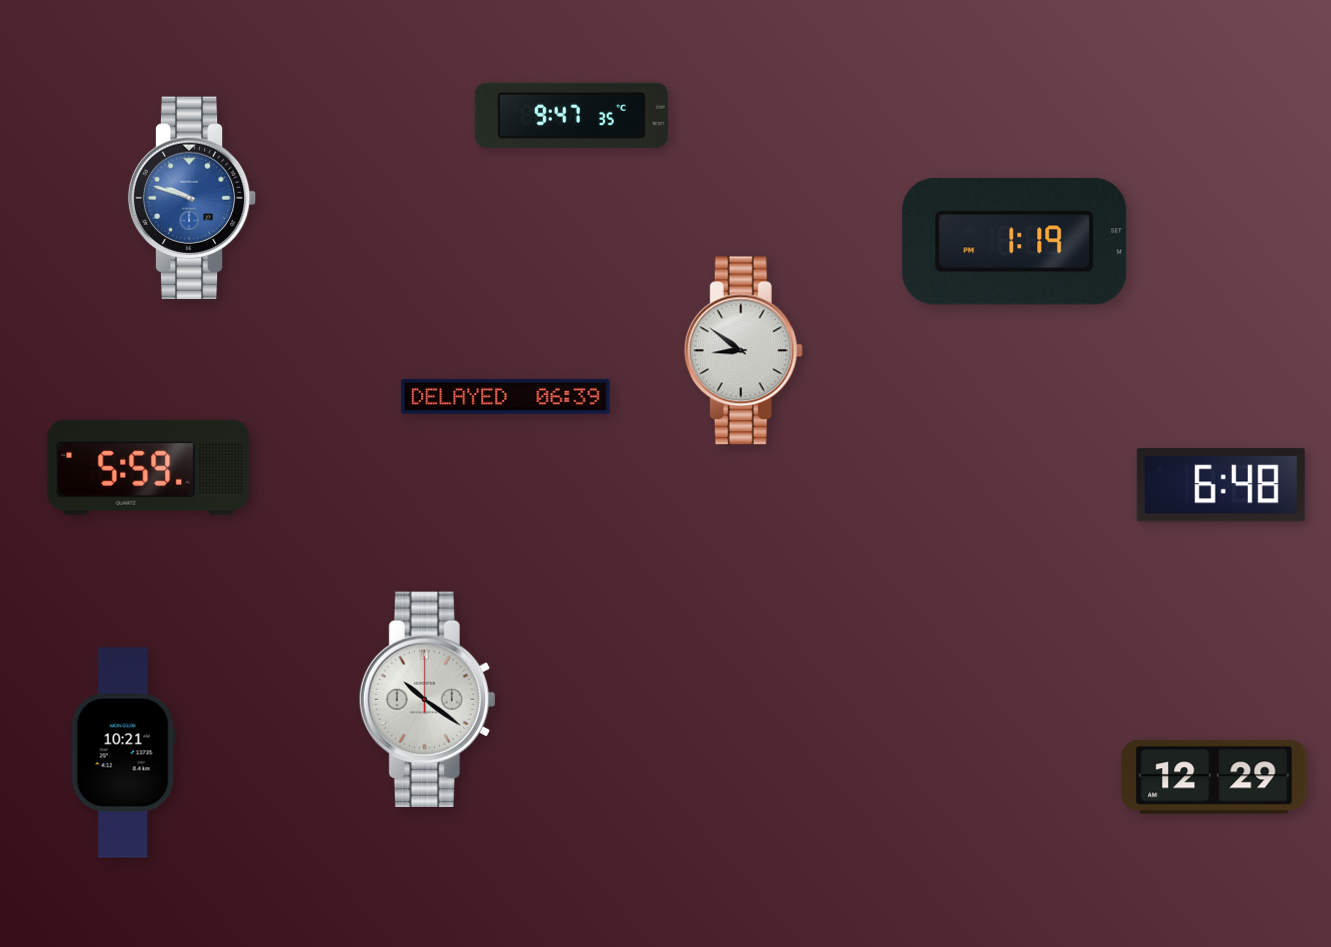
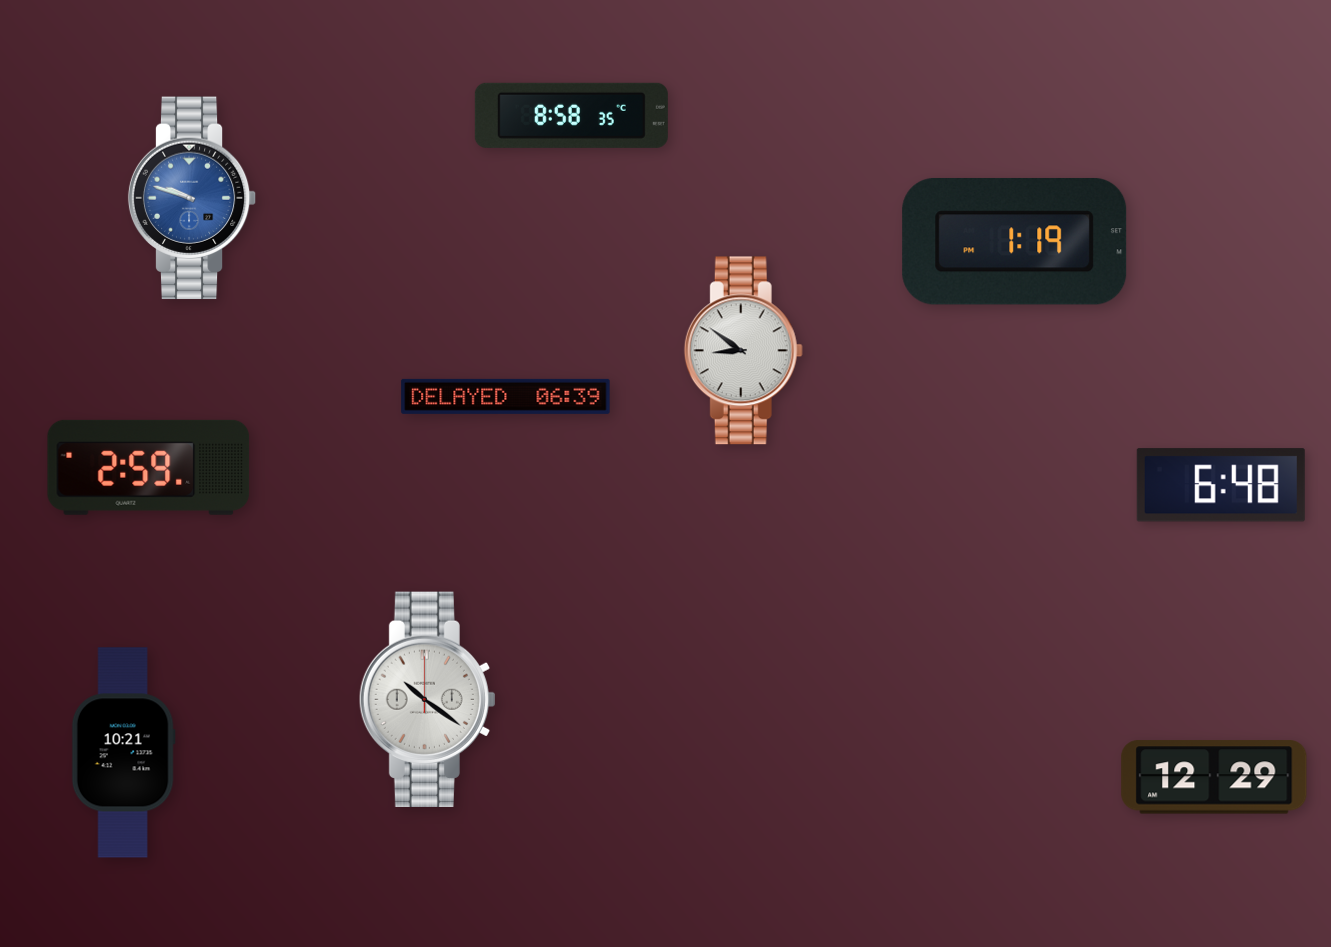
clock at (571, 115): 9:47 -> 8:58
clock at (149, 467): 5:59 -> 2:59
